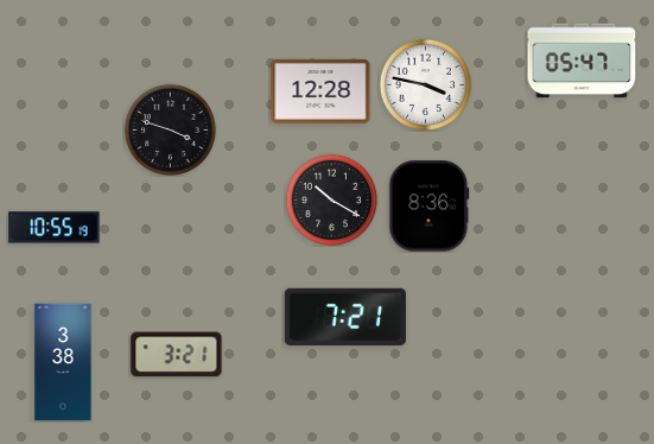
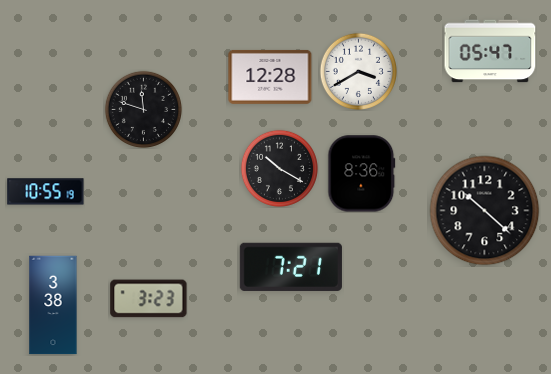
clock at (425, 84): 3:47 -> 3:40
clock at (170, 129): 3:48 -> 11:48
clock at (485, 211): none -> 10:22
clock at (177, 355): 3:21 -> 3:23
